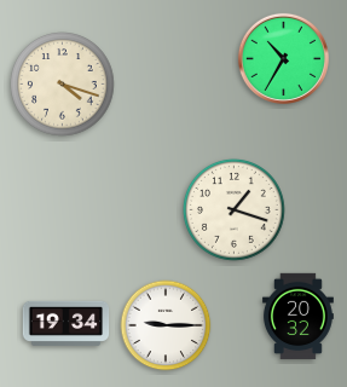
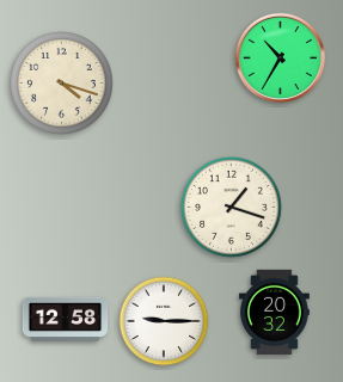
clock at (297, 317) position: (297, 317) -> (274, 313)
clock at (66, 323): 19:34 -> 12:58
